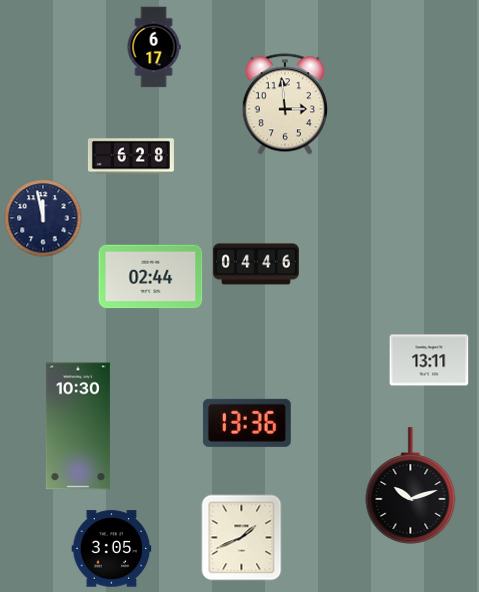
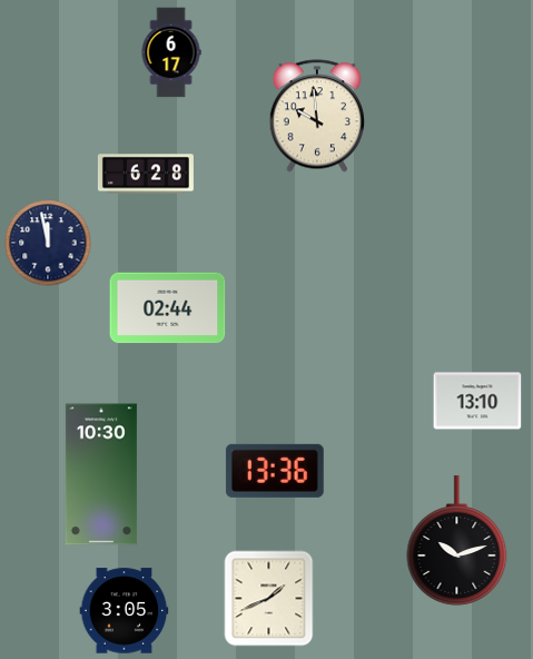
clock at (285, 104): 2:59 -> 9:59
clock at (256, 264): 04:46 -> none
clock at (429, 360): 13:11 -> 13:10
clock at (78, 426) position: (78, 426) -> (101, 474)
